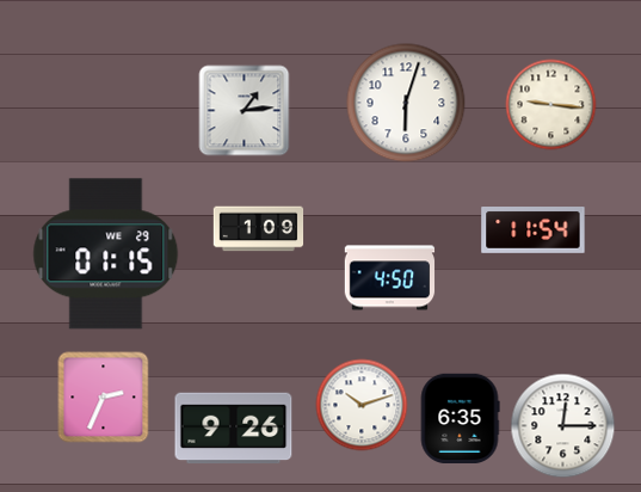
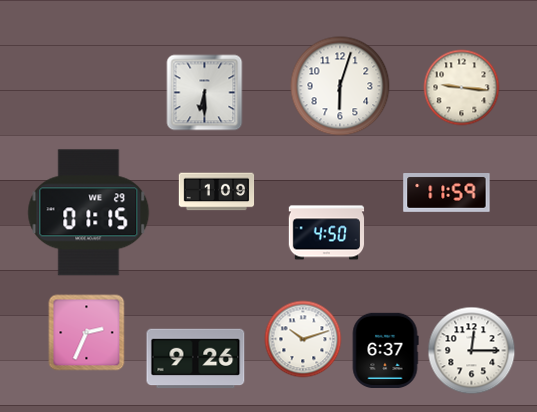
clock at (245, 111): 1:14 -> 6:30
clock at (534, 230): 11:54 -> 11:59
clock at (460, 418): 6:35 -> 6:37
clock at (563, 426) position: (563, 426) -> (472, 351)
